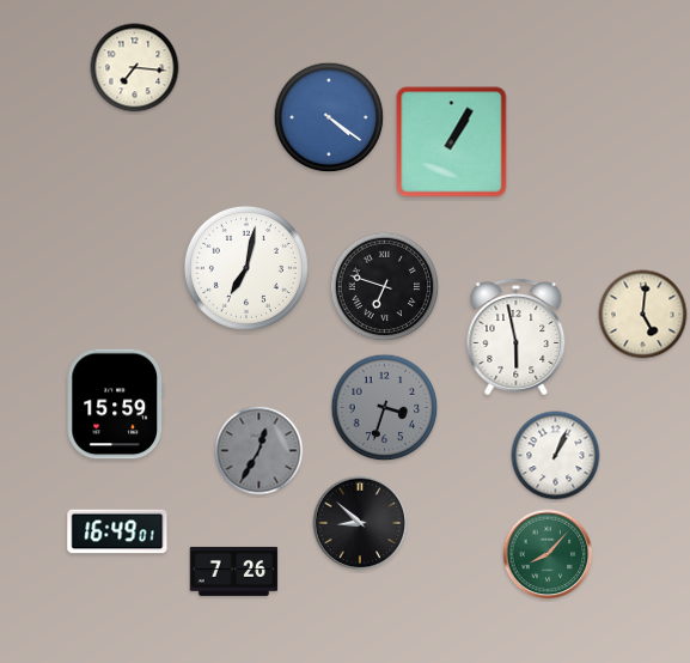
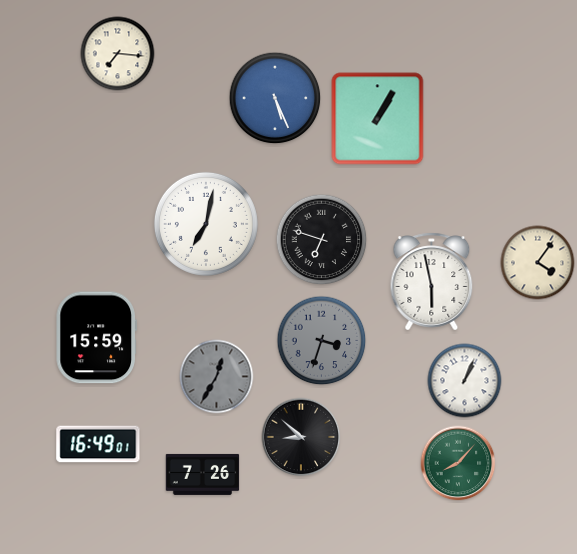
clock at (135, 68) position: (135, 68) -> (118, 54)
clock at (329, 117): 4:21 -> 5:26
clock at (643, 315): 5:01 -> 4:06
clock at (234, 571) position: (234, 571) -> (203, 474)
